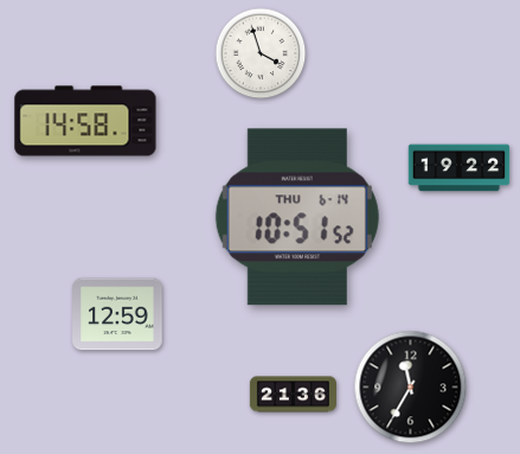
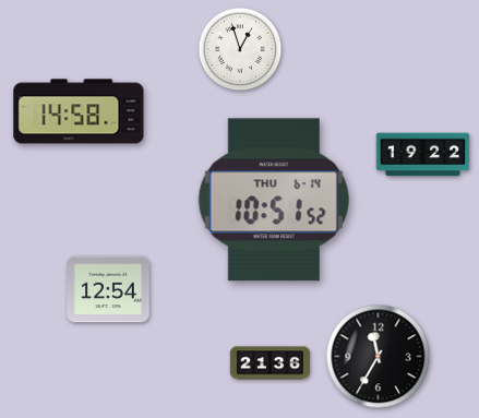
clock at (261, 53): 3:57 -> 12:57
clock at (117, 314): 12:59 -> 12:54
